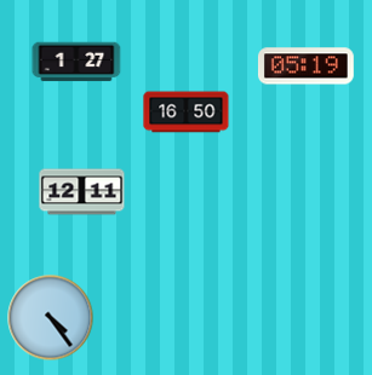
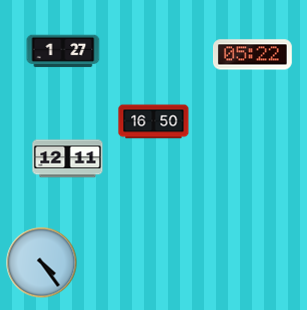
clock at (305, 67): 05:19 -> 05:22
clock at (187, 112) position: (187, 112) -> (154, 122)
